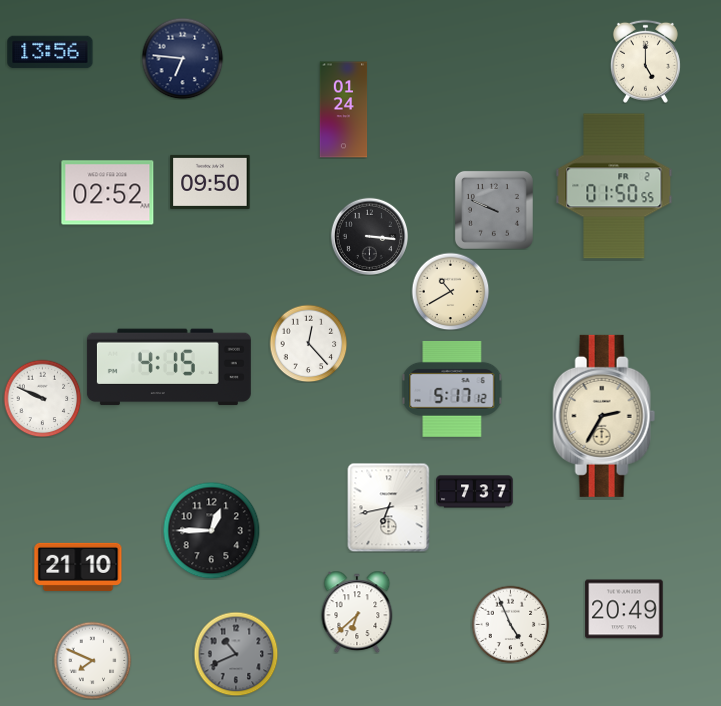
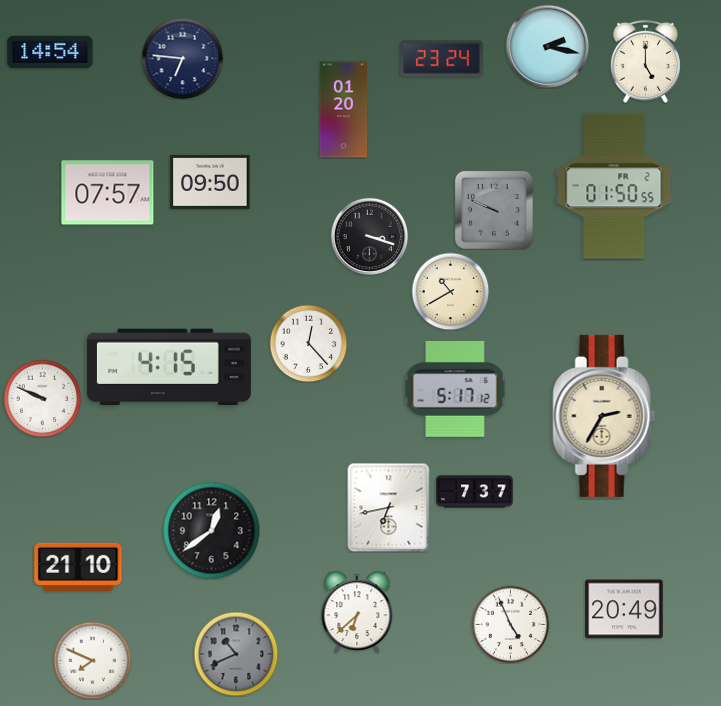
clock at (547, 46): none -> 2:17
clock at (50, 52): 13:56 -> 14:54
clock at (442, 59): none -> 23:24
clock at (344, 110): 01:24 -> 01:20
clock at (108, 193): 02:52 -> 07:57
clock at (369, 236): 3:16 -> 3:18
clock at (452, 389) position: (452, 389) -> (455, 389)
clock at (211, 530): 12:45 -> 12:39
